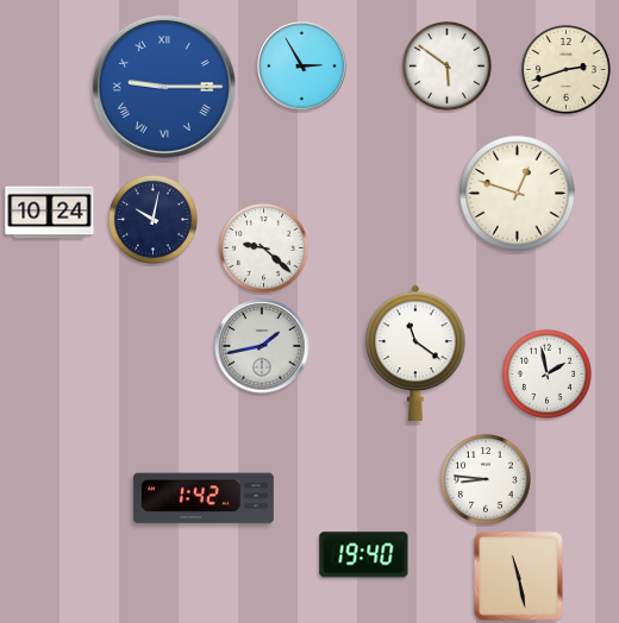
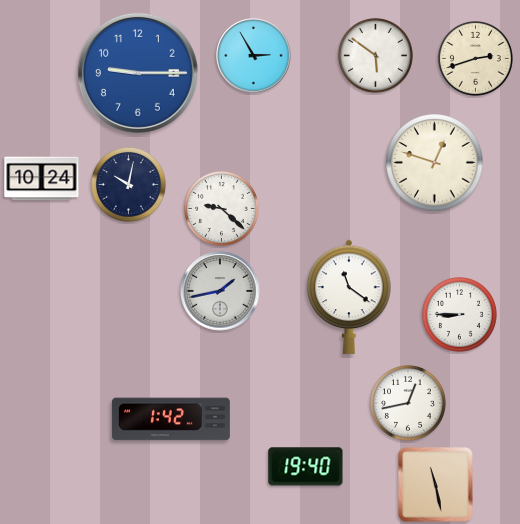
clock at (164, 87) numerals: Roman -> Arabic
clock at (546, 373): 1:58 -> 8:45
clock at (486, 479): 8:46 -> 12:43
